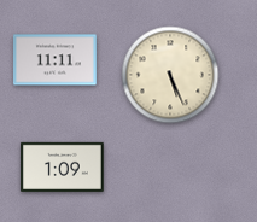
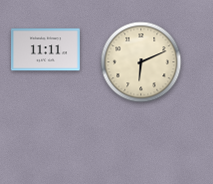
clock at (170, 75): 5:26 -> 6:11
clock at (63, 166): 1:09 -> none
